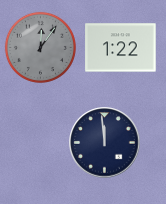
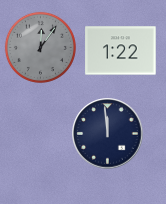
clock at (121, 48) position: (121, 48) -> (121, 51)
clock at (105, 143) position: (105, 143) -> (108, 134)
